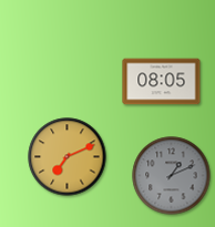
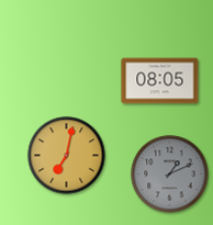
clock at (68, 157): 7:11 -> 7:02
